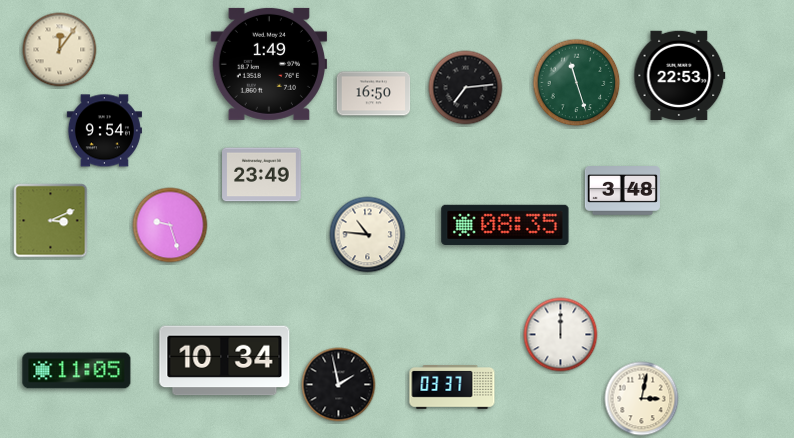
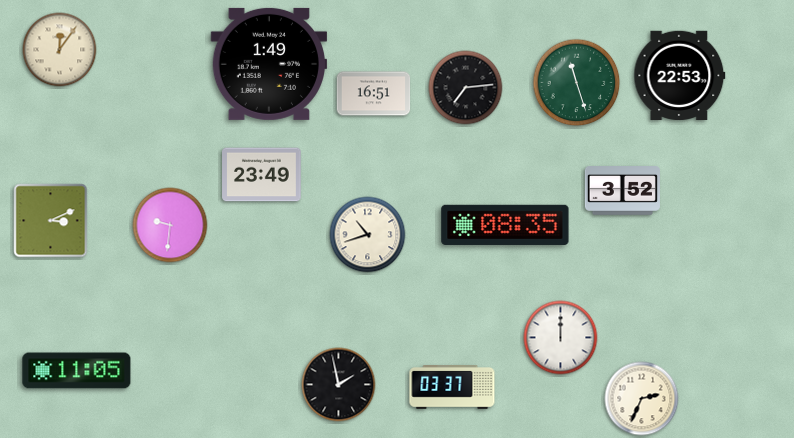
clock at (374, 94): 16:50 -> 16:51
clock at (104, 131): 9:54 -> none
clock at (622, 191): 3:48 -> 3:52
clock at (170, 225): 9:27 -> 9:31
clock at (368, 235): 10:46 -> 10:42
clock at (561, 335) position: (561, 335) -> (561, 338)
clock at (225, 361): 10:34 -> none
clock at (642, 399): 3:02 -> 2:34
